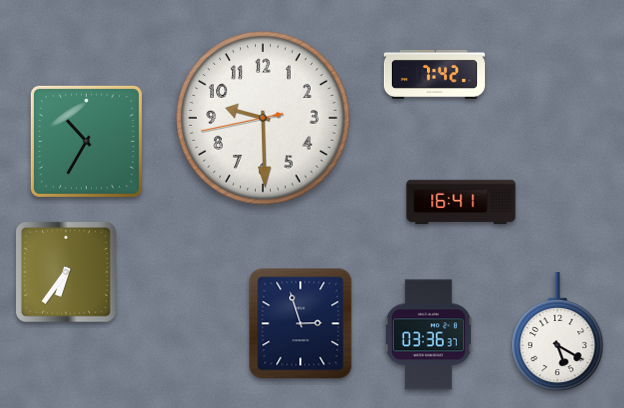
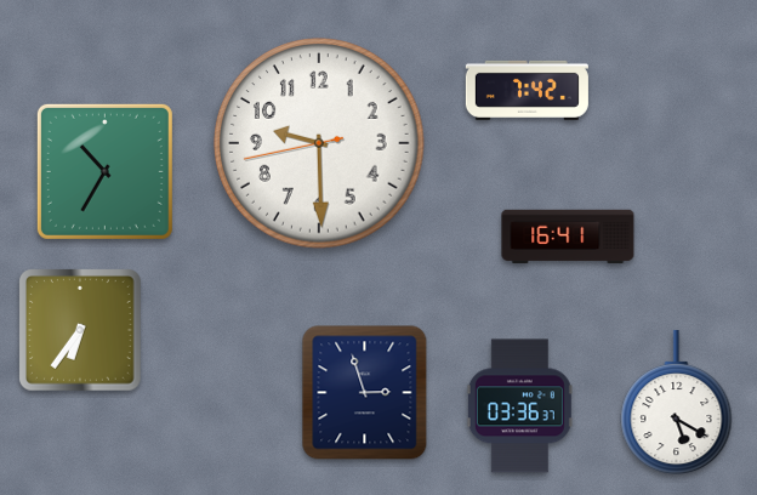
clock at (461, 202) position: (461, 202) -> (568, 237)
